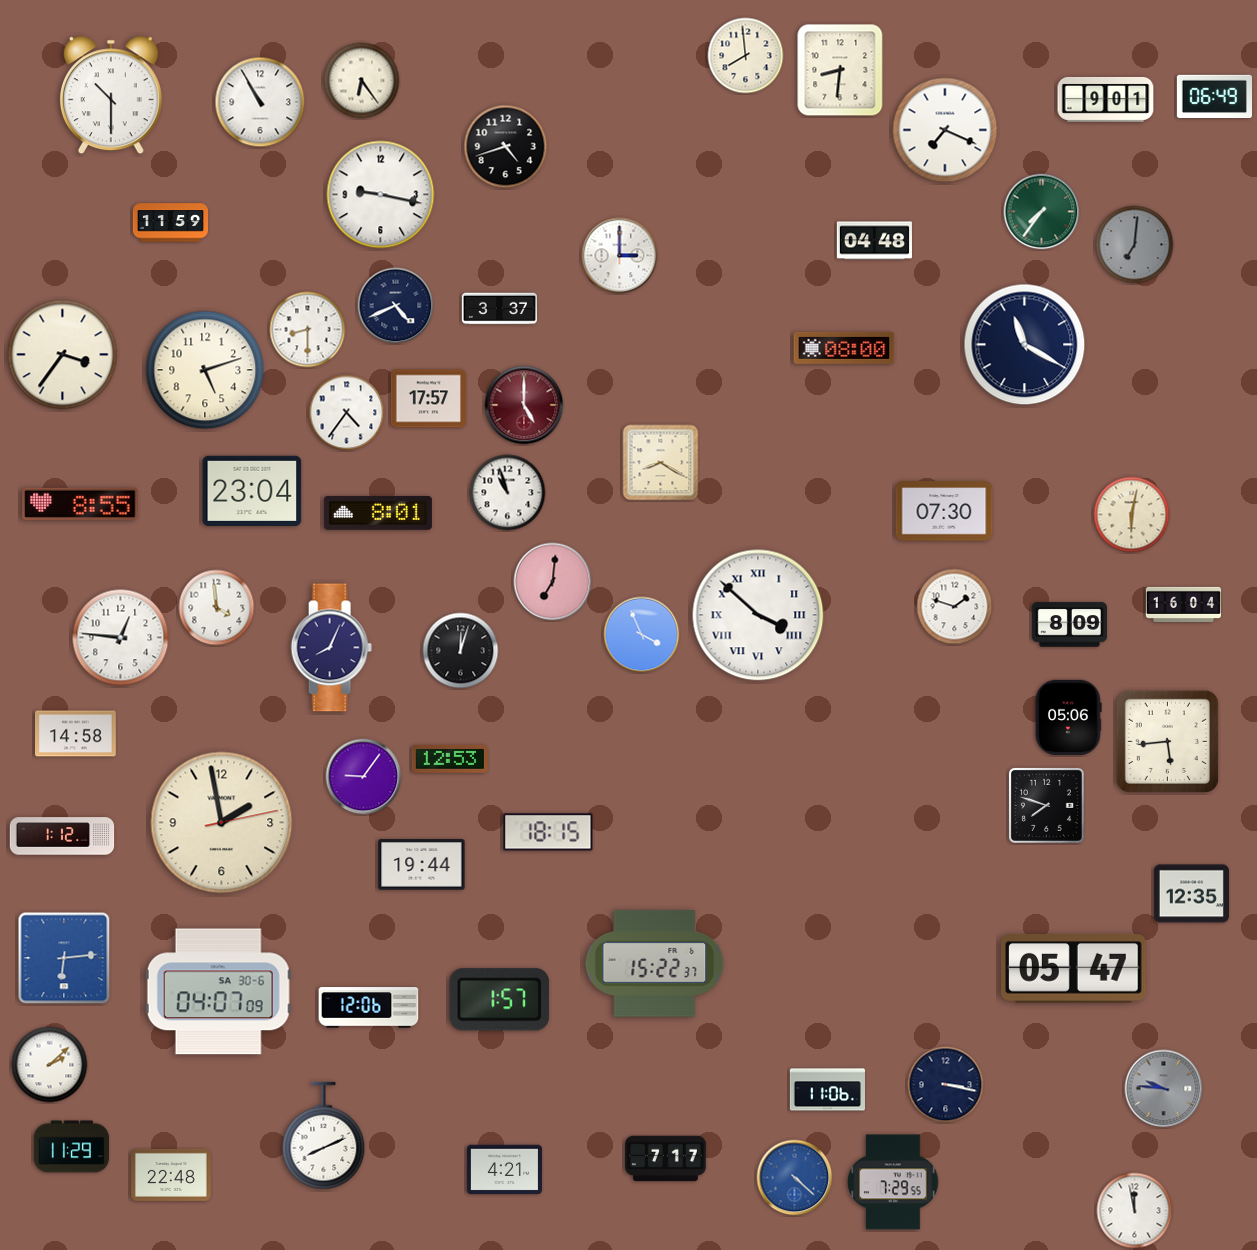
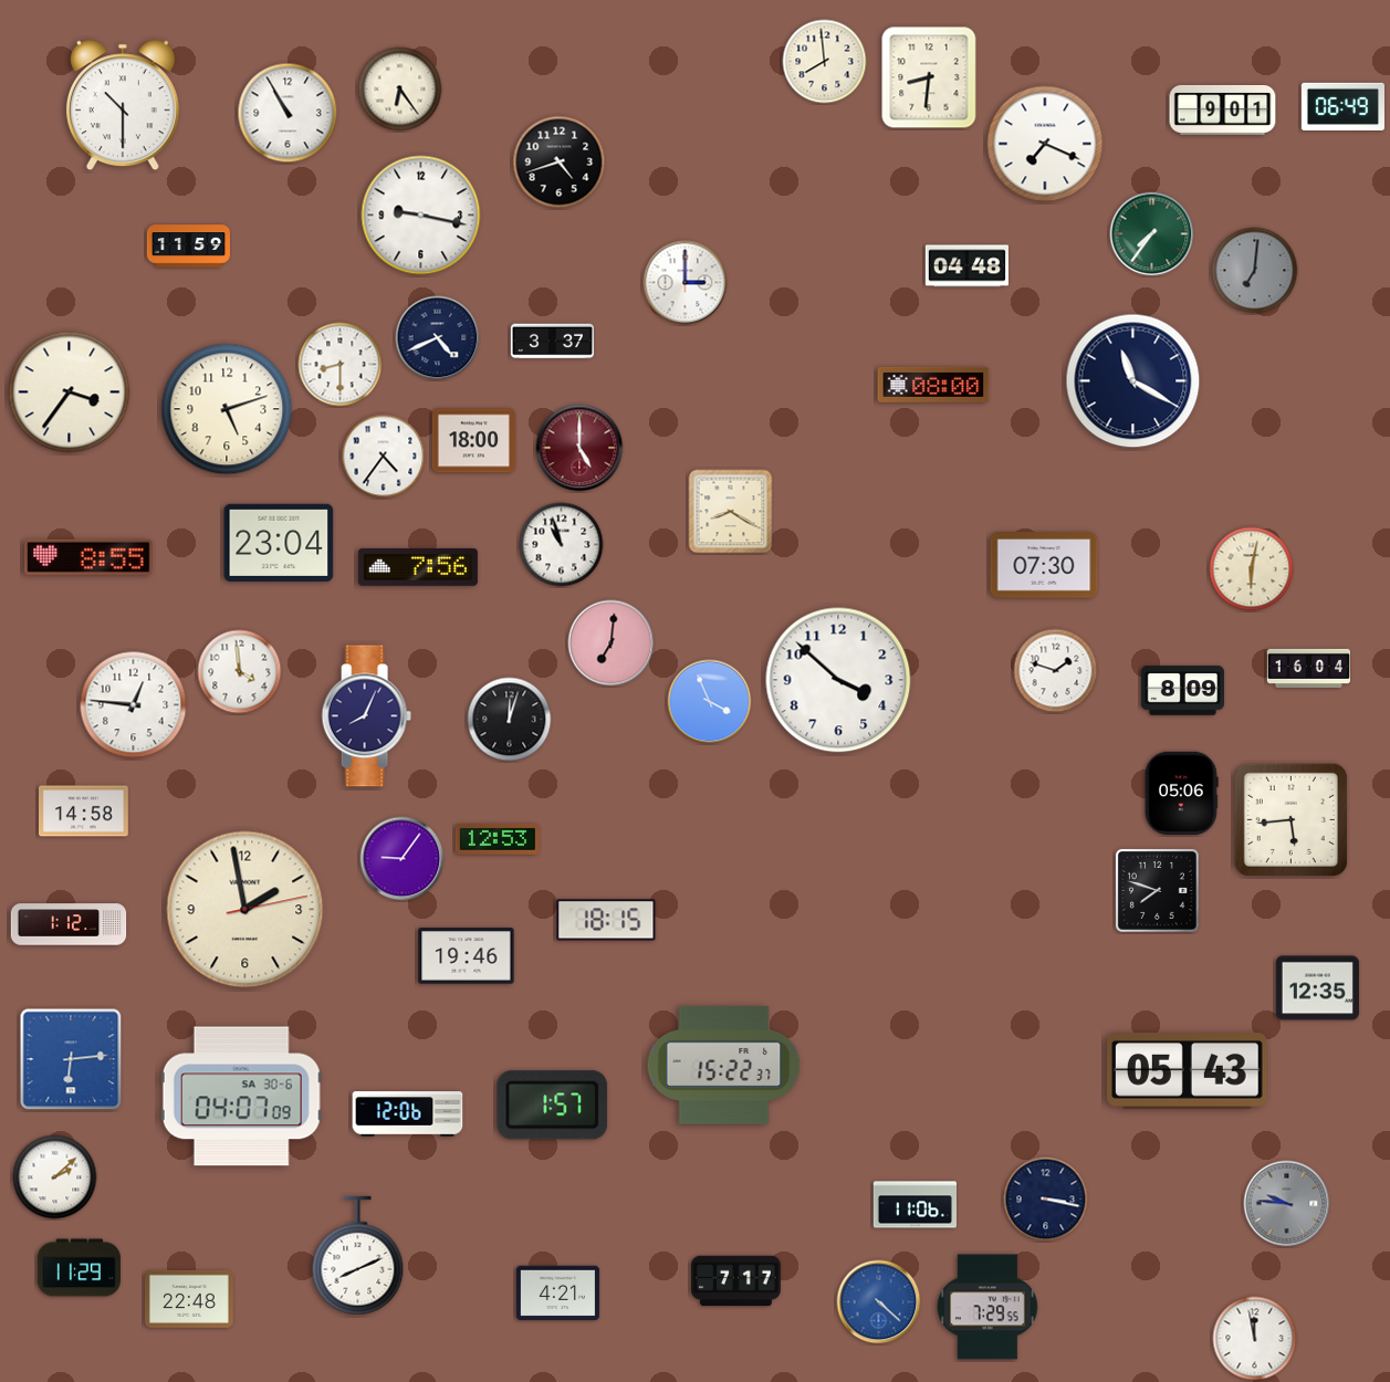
clock at (428, 399): 17:57 -> 18:00
clock at (378, 513): 8:01 -> 7:56
clock at (758, 615) numerals: Roman -> Arabic
clock at (422, 865): 19:44 -> 19:46
clock at (1074, 969): 05:47 -> 05:43
